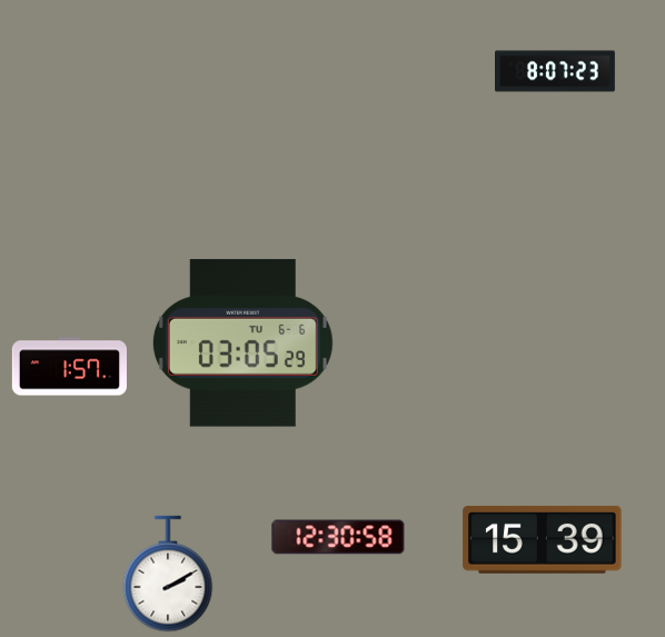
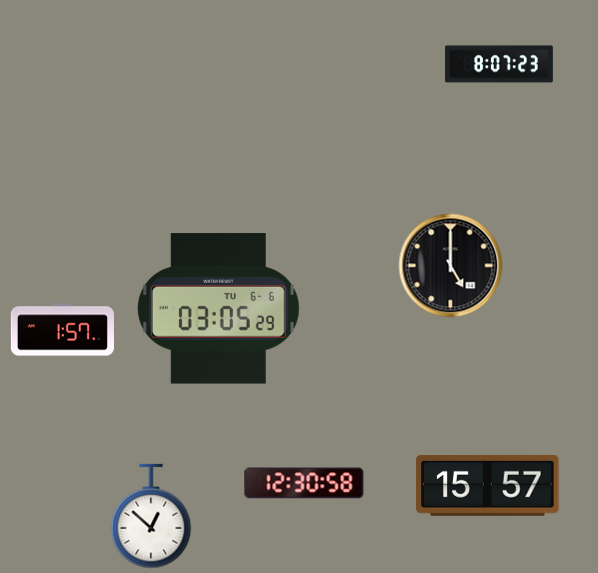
clock at (451, 266): none -> 5:00
clock at (543, 539): 15:39 -> 15:57
clock at (168, 574): 2:10 -> 12:52
